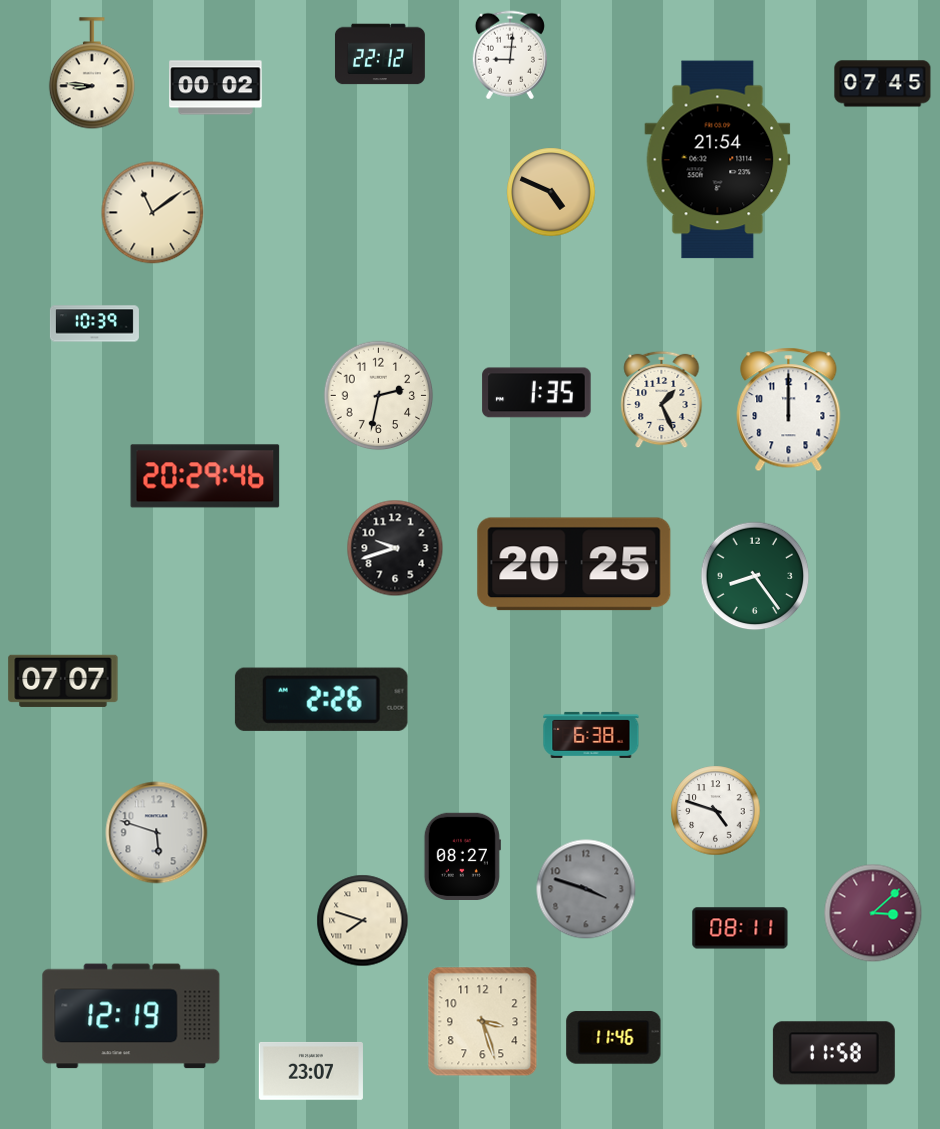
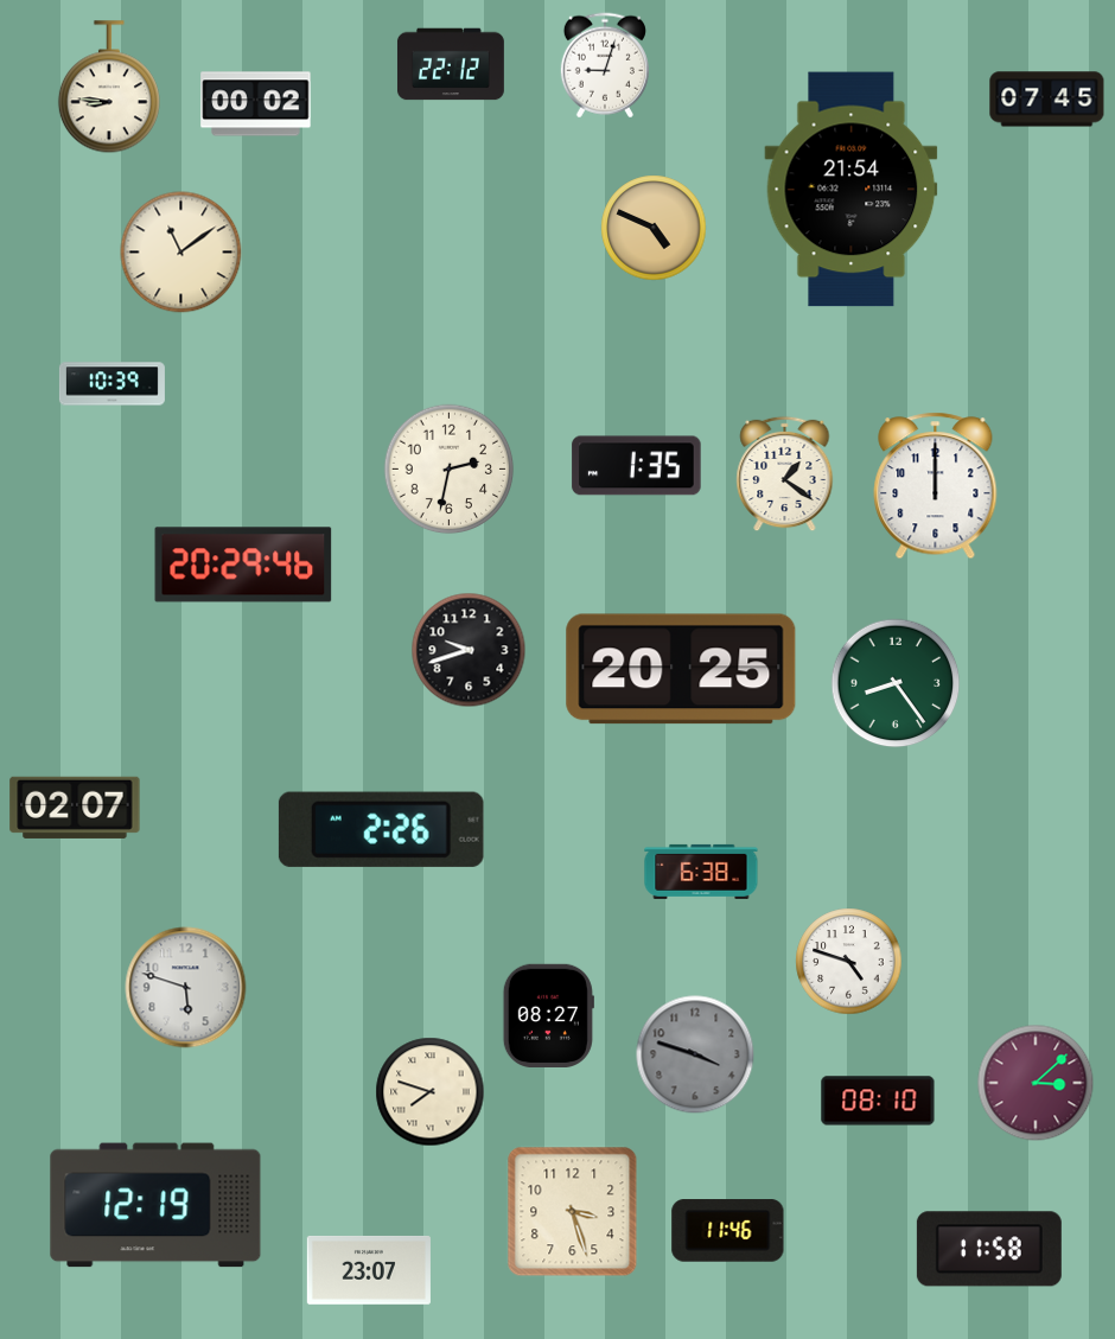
clock at (510, 55): 9:01 -> 9:03
clock at (662, 400): 1:26 -> 1:21
clock at (63, 681): 07:07 -> 02:07
clock at (740, 928): 08:11 -> 08:10
